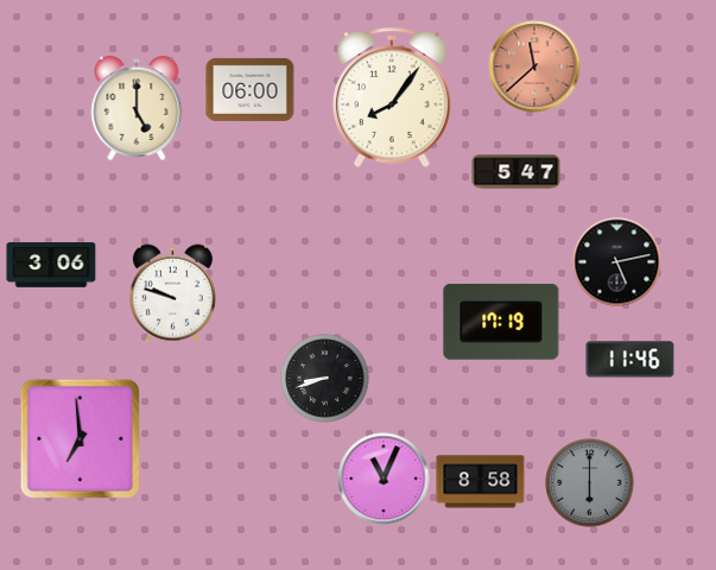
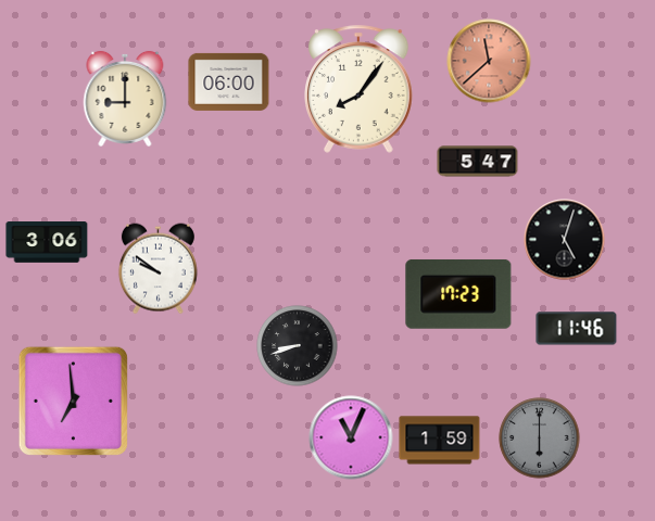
clock at (137, 108): 5:00 -> 9:00
clock at (517, 172) position: (517, 172) -> (478, 162)
clock at (617, 262): 5:13 -> 5:03
clock at (172, 294): 9:48 -> 9:51
clock at (501, 322): 17:19 -> 17:23
clock at (481, 482): 8:58 -> 1:59
clock at (590, 483) position: (590, 483) -> (540, 439)
